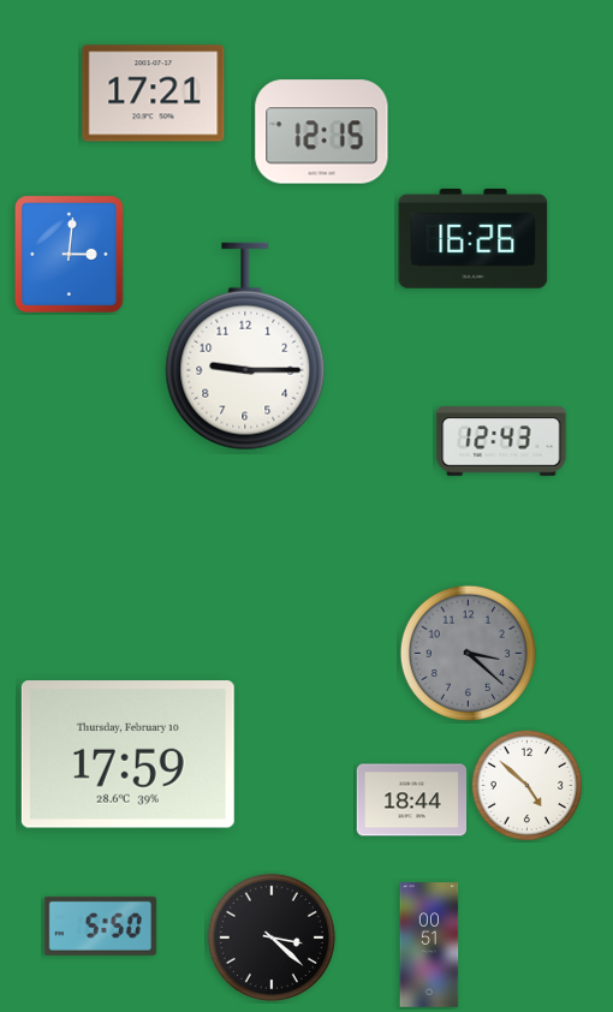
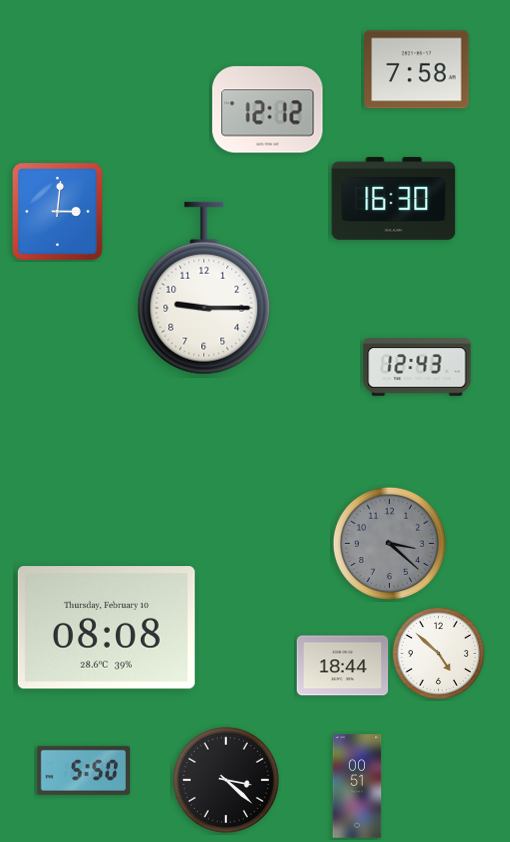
clock at (417, 70): none -> 7:58
clock at (154, 94): 17:21 -> none
clock at (322, 132): 12:15 -> 12:12
clock at (474, 238): 16:26 -> 16:30
clock at (127, 755): 17:59 -> 08:08
